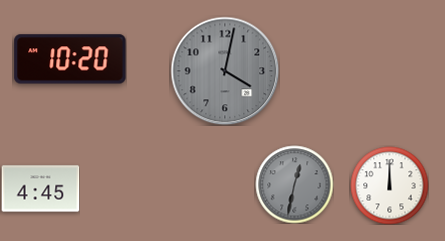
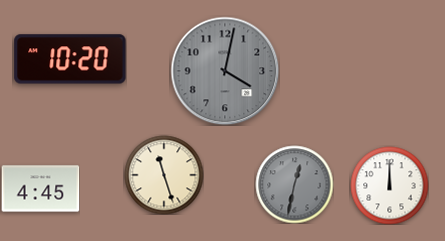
clock at (164, 175): none -> 11:27
